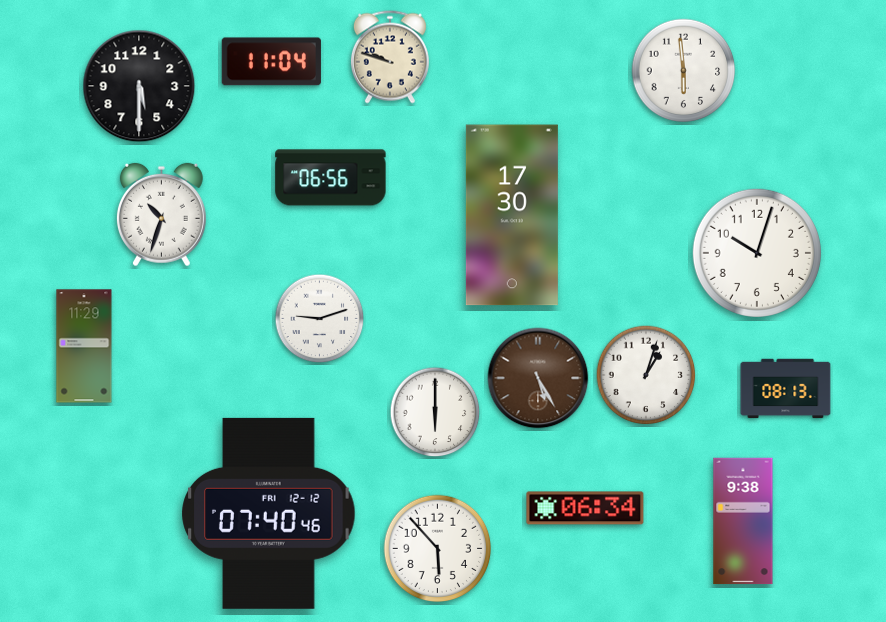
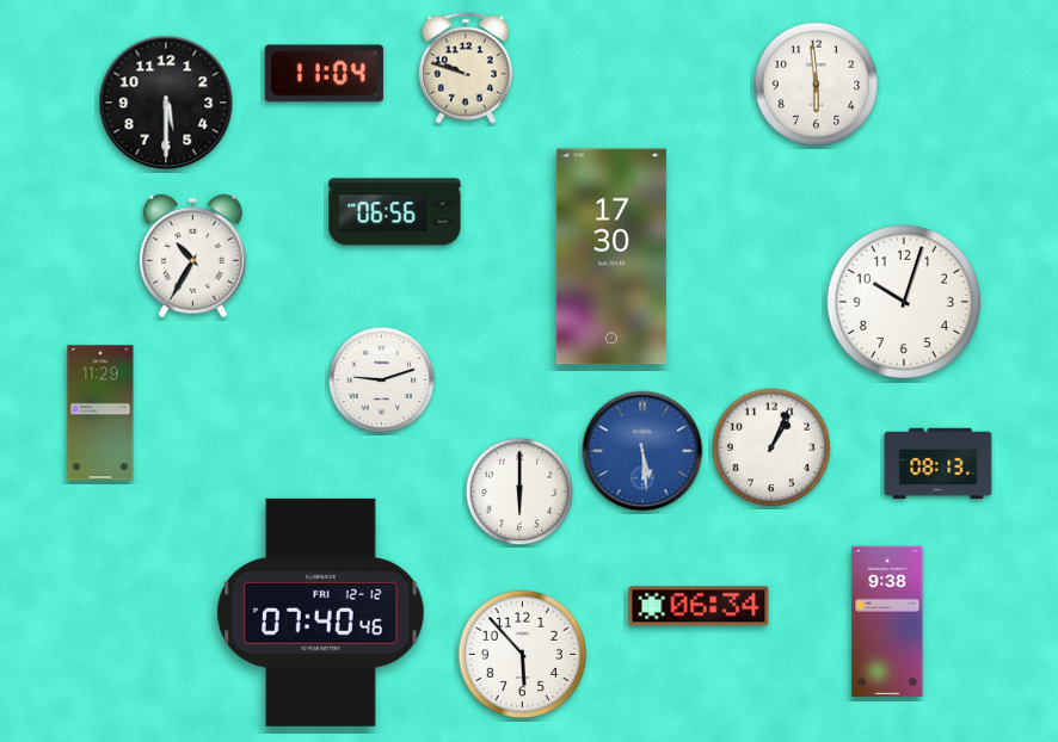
clock at (161, 215): 10:33 -> 10:35
clock at (646, 375): 1:03 -> 1:04
clock at (538, 378): 5:25 -> 5:29
clock at (538, 378) dial: brown -> blue
